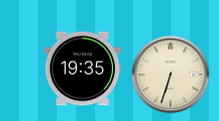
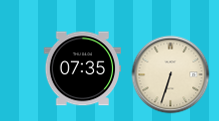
clock at (82, 69): 19:35 -> 07:35
